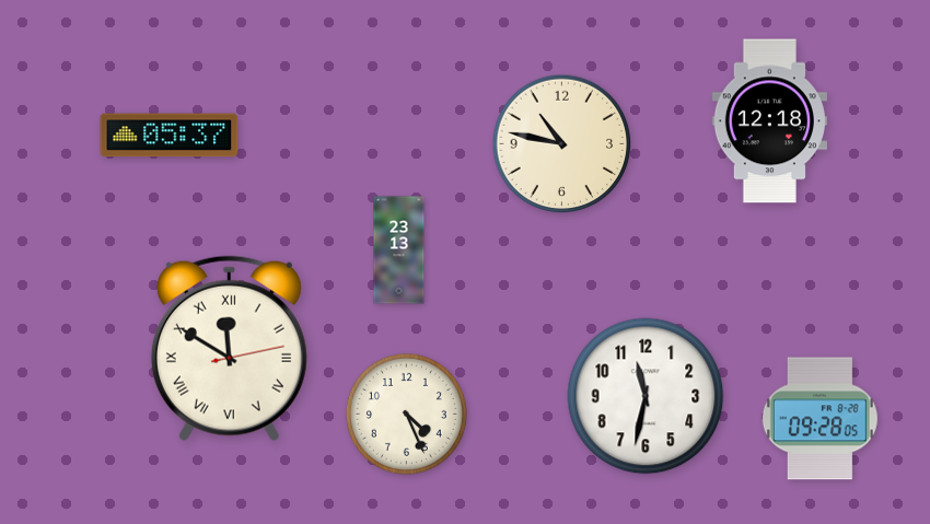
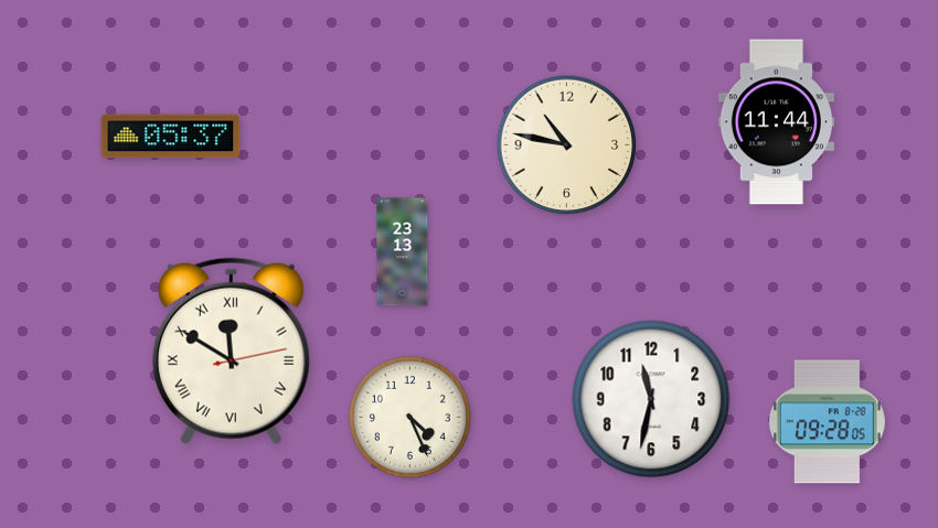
clock at (769, 121): 12:18 -> 11:44
